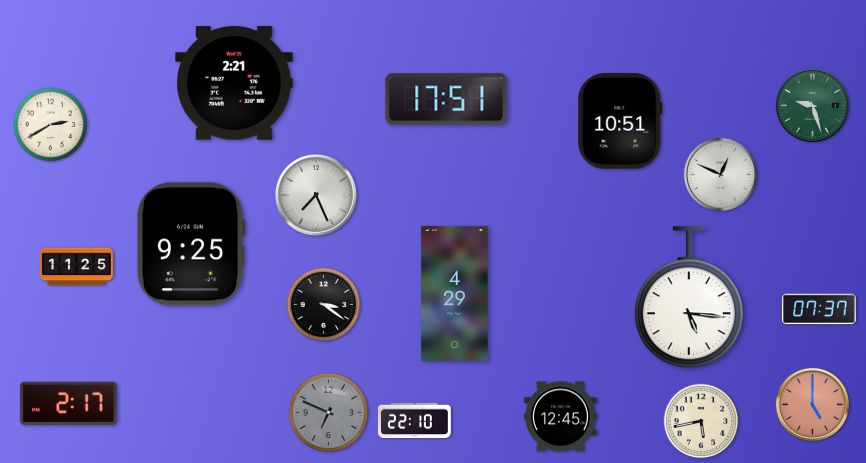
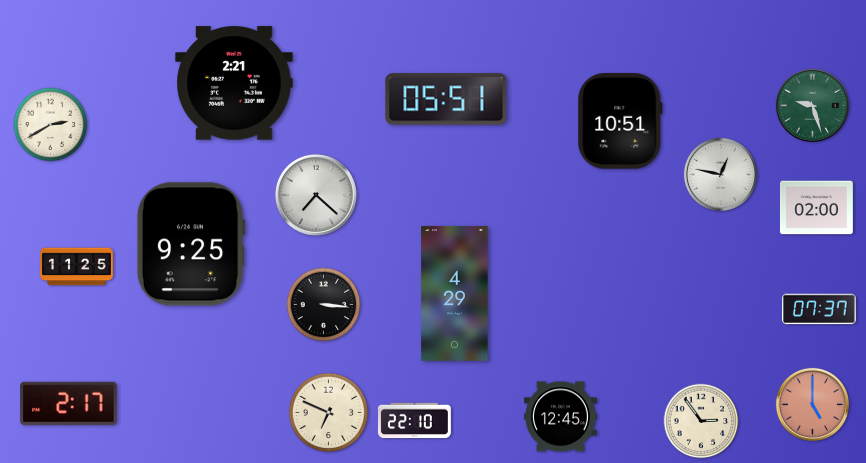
clock at (446, 99): 17:51 -> 05:51
clock at (720, 174): 12:49 -> 12:47
clock at (316, 195): 7:26 -> 7:22
clock at (816, 208): none -> 02:00
clock at (689, 298): 5:16 -> none
clock at (324, 305): 3:21 -> 3:16
clock at (329, 413) dial: grey -> cream
clock at (701, 421): 5:43 -> 2:54
